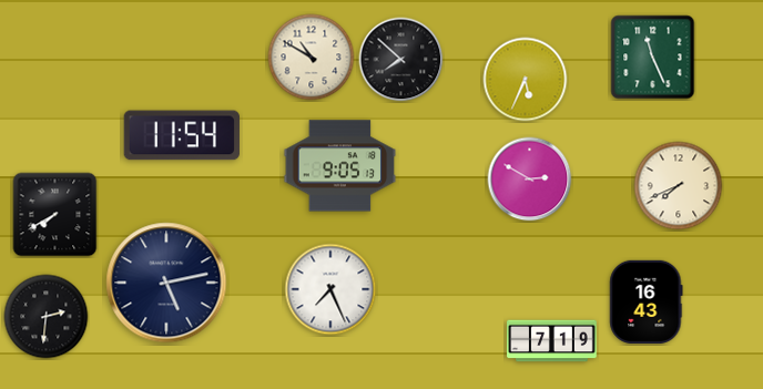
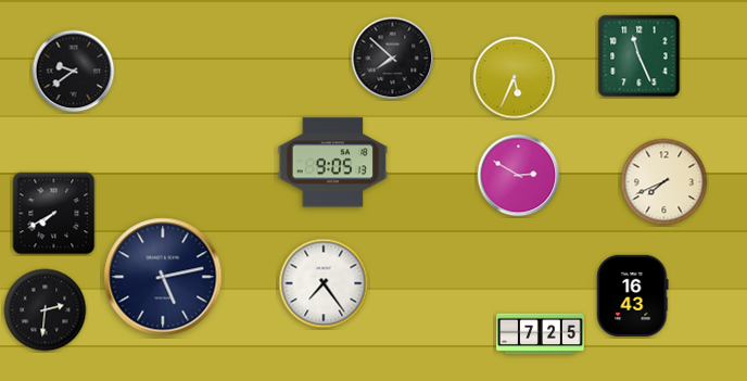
clock at (312, 58): 10:50 -> none
clock at (74, 72): none -> 9:39
clock at (182, 135): 11:54 -> none
clock at (55, 215) position: (55, 215) -> (54, 214)
clock at (330, 289): 7:26 -> 7:24
clock at (552, 341): 7:19 -> 7:25
